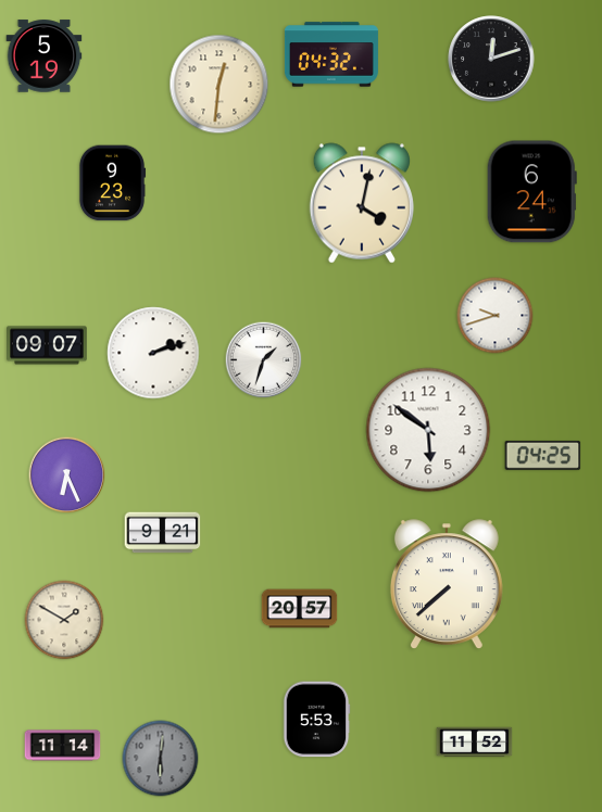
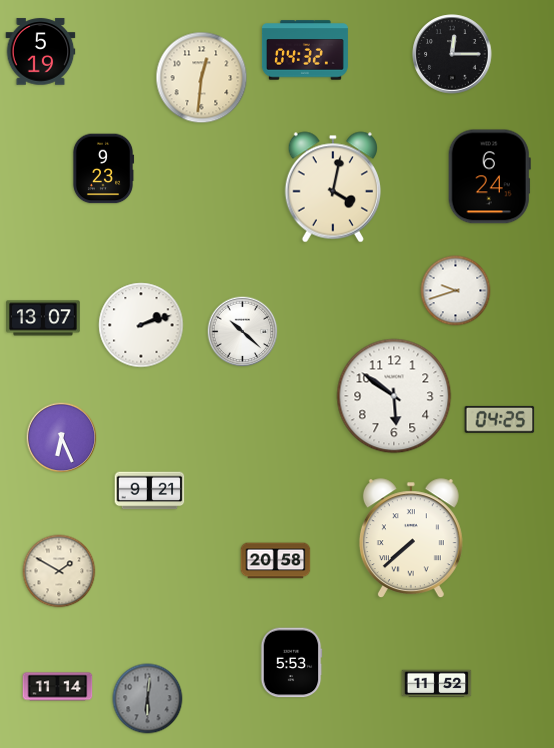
clock at (491, 59): 12:12 -> 12:15
clock at (47, 345): 09:07 -> 13:07
clock at (264, 360): 1:33 -> 10:22
clock at (300, 609): 20:57 -> 20:58
